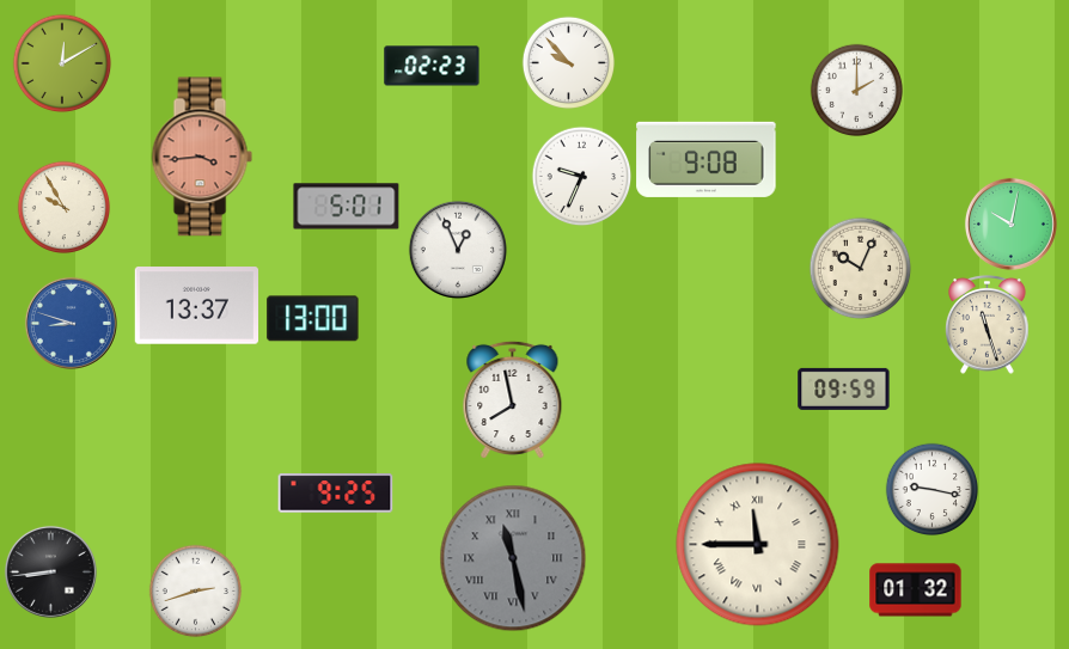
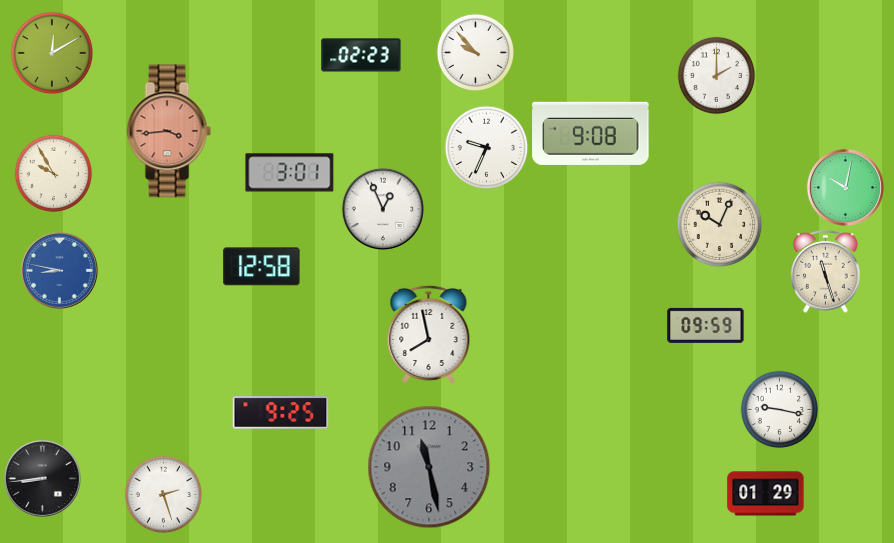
clock at (347, 207): 5:01 -> 3:01
clock at (196, 306): 13:37 -> none
clock at (313, 319): 13:00 -> 12:58
clock at (71, 323): 8:48 -> 8:47
clock at (758, 545): 11:45 -> none
clock at (513, 558) numerals: Roman -> Arabic
clock at (195, 590): 2:42 -> 2:27
clock at (916, 590): 01:32 -> 01:29
